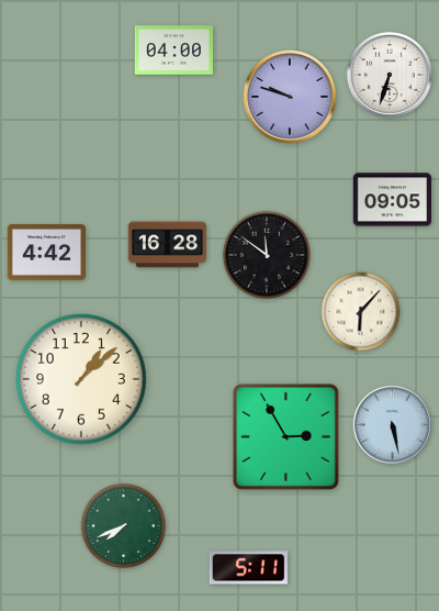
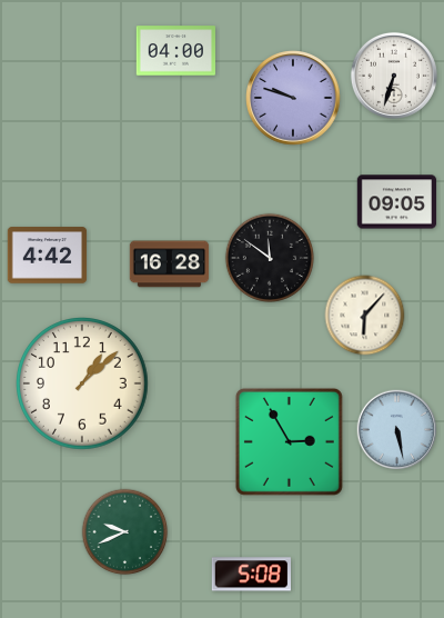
clock at (168, 245) position: (168, 245) -> (170, 265)
clock at (124, 526): 7:41 -> 9:41
clock at (248, 568): 5:11 -> 5:08
